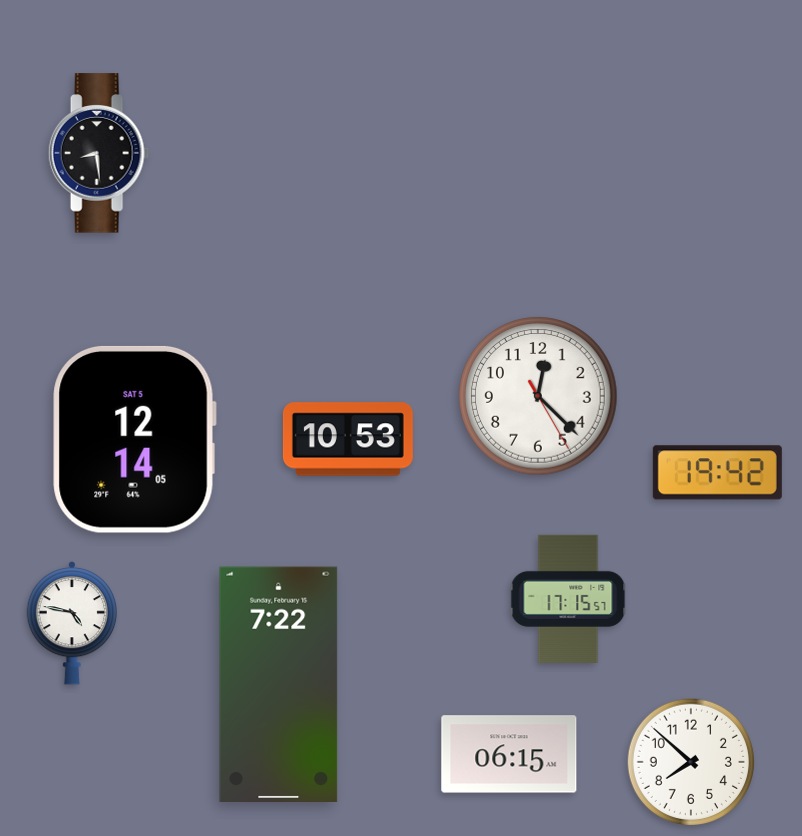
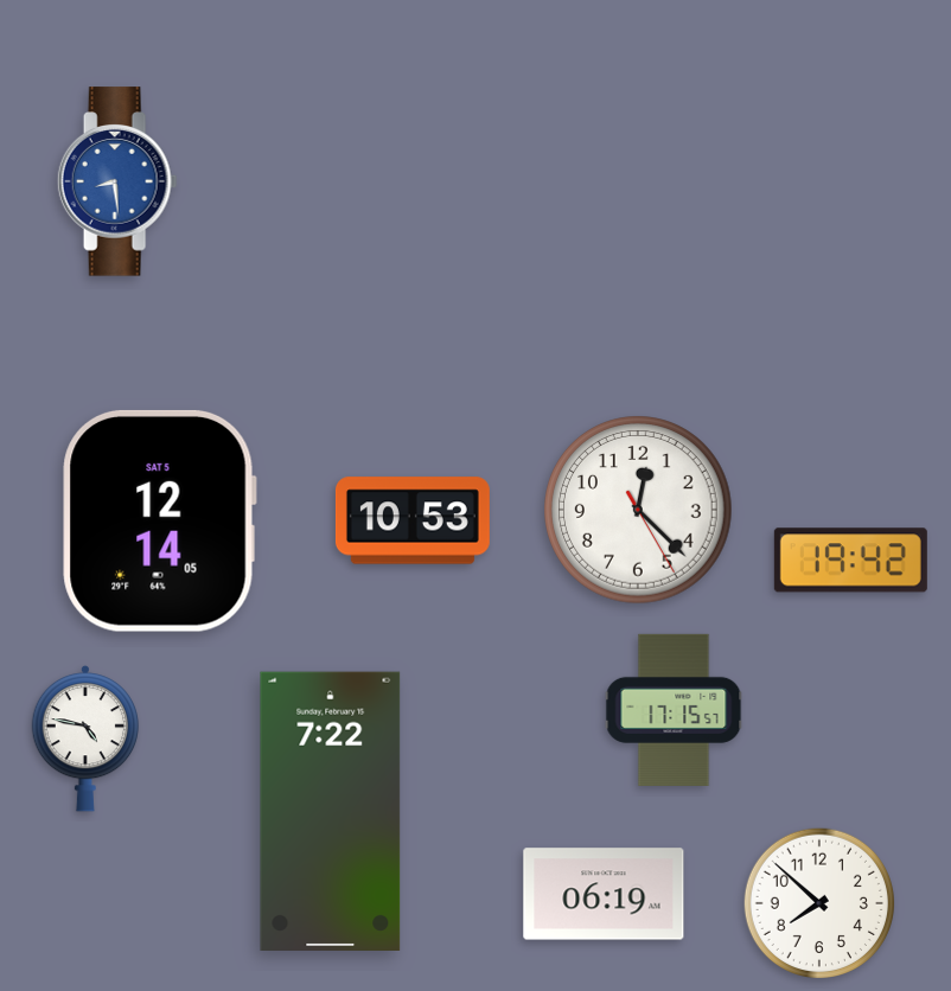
clock at (99, 153) dial: black -> blue
clock at (538, 396) position: (538, 396) -> (638, 510)
clock at (509, 754): 06:15 -> 06:19
